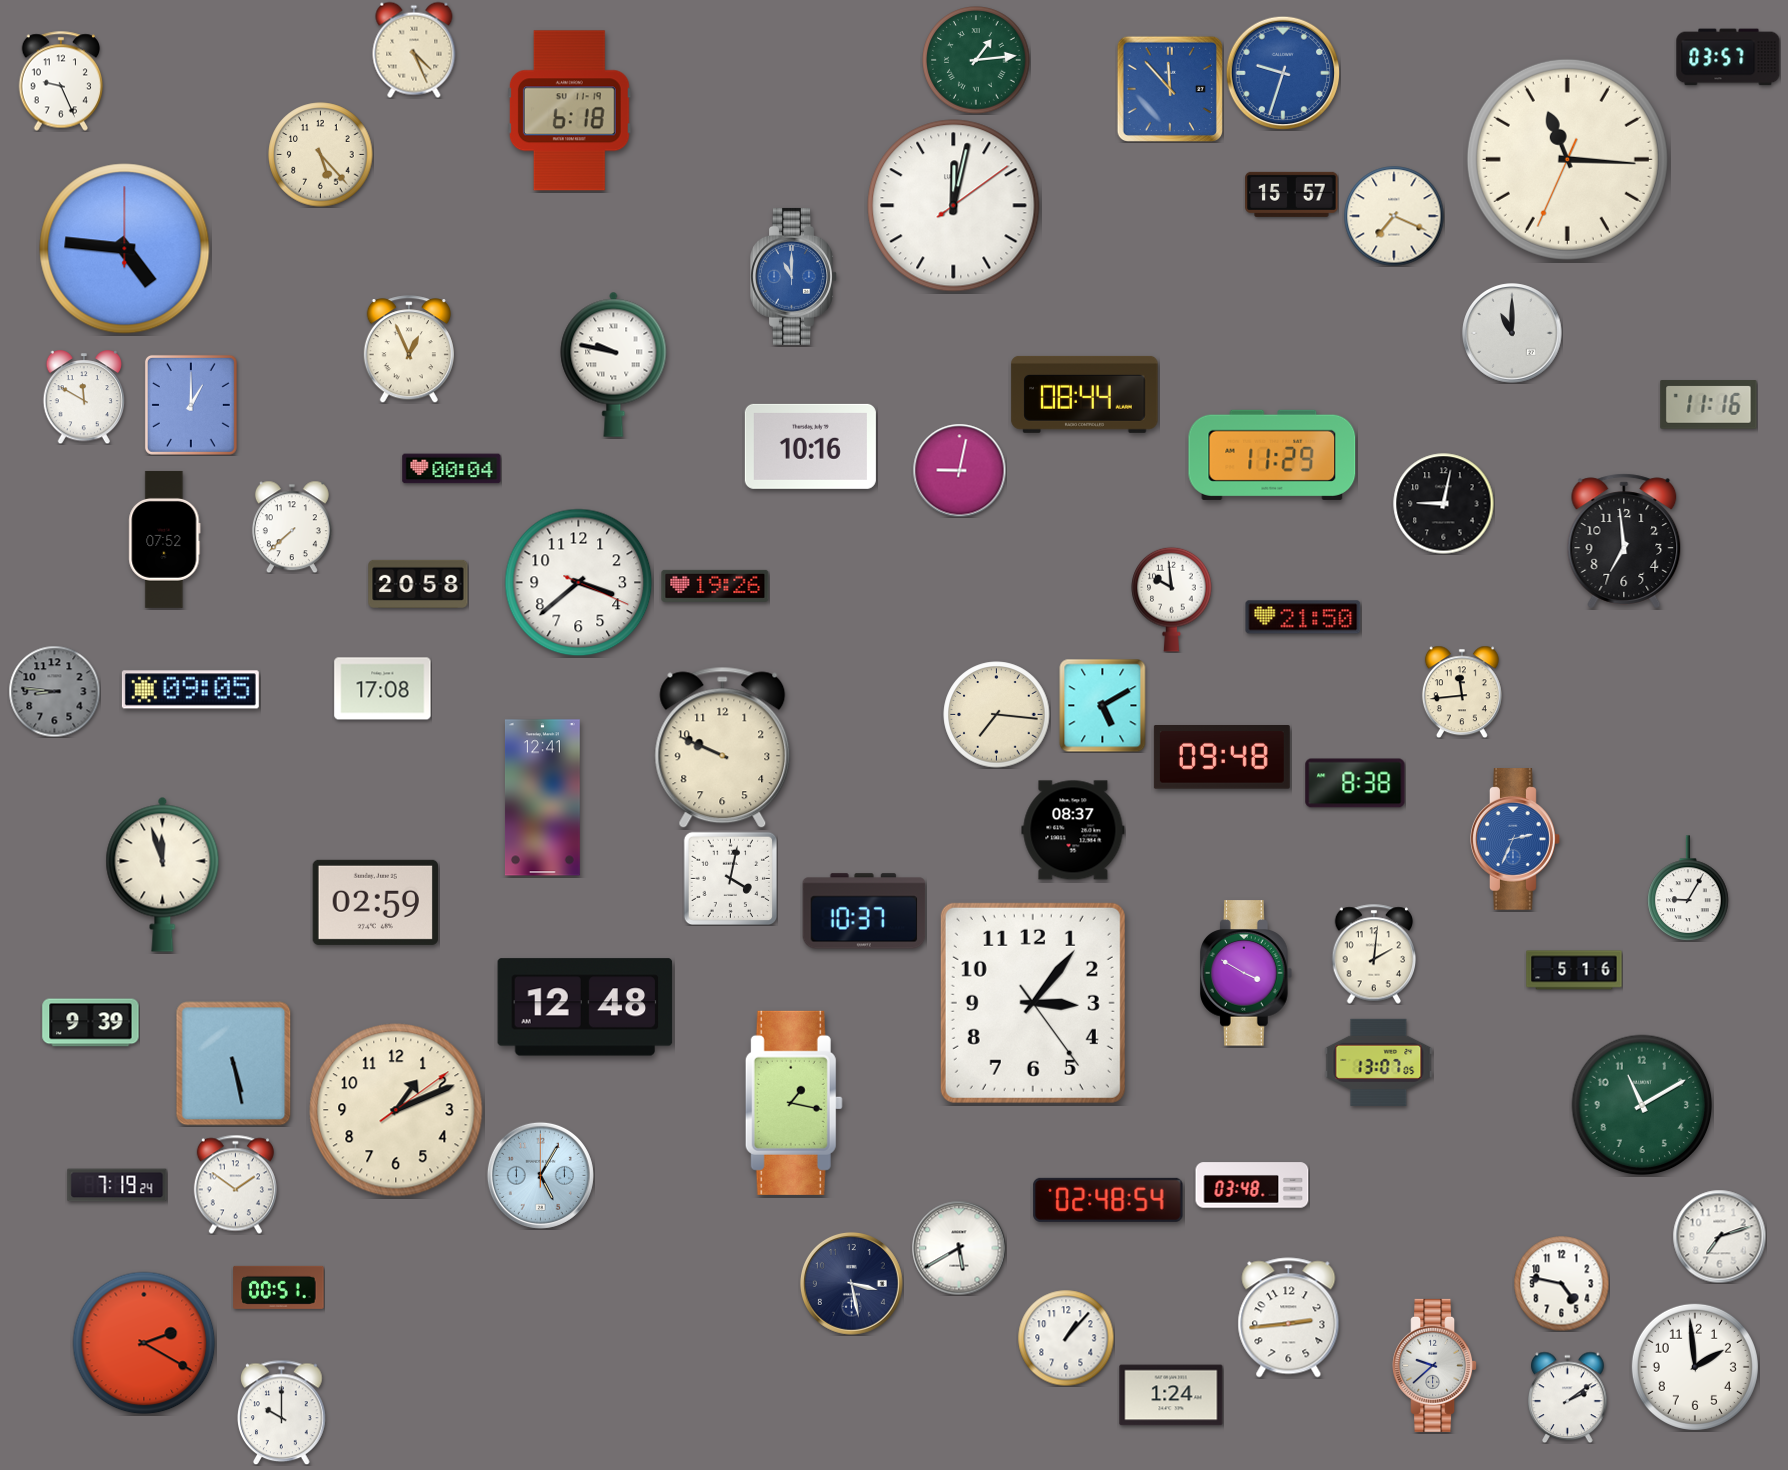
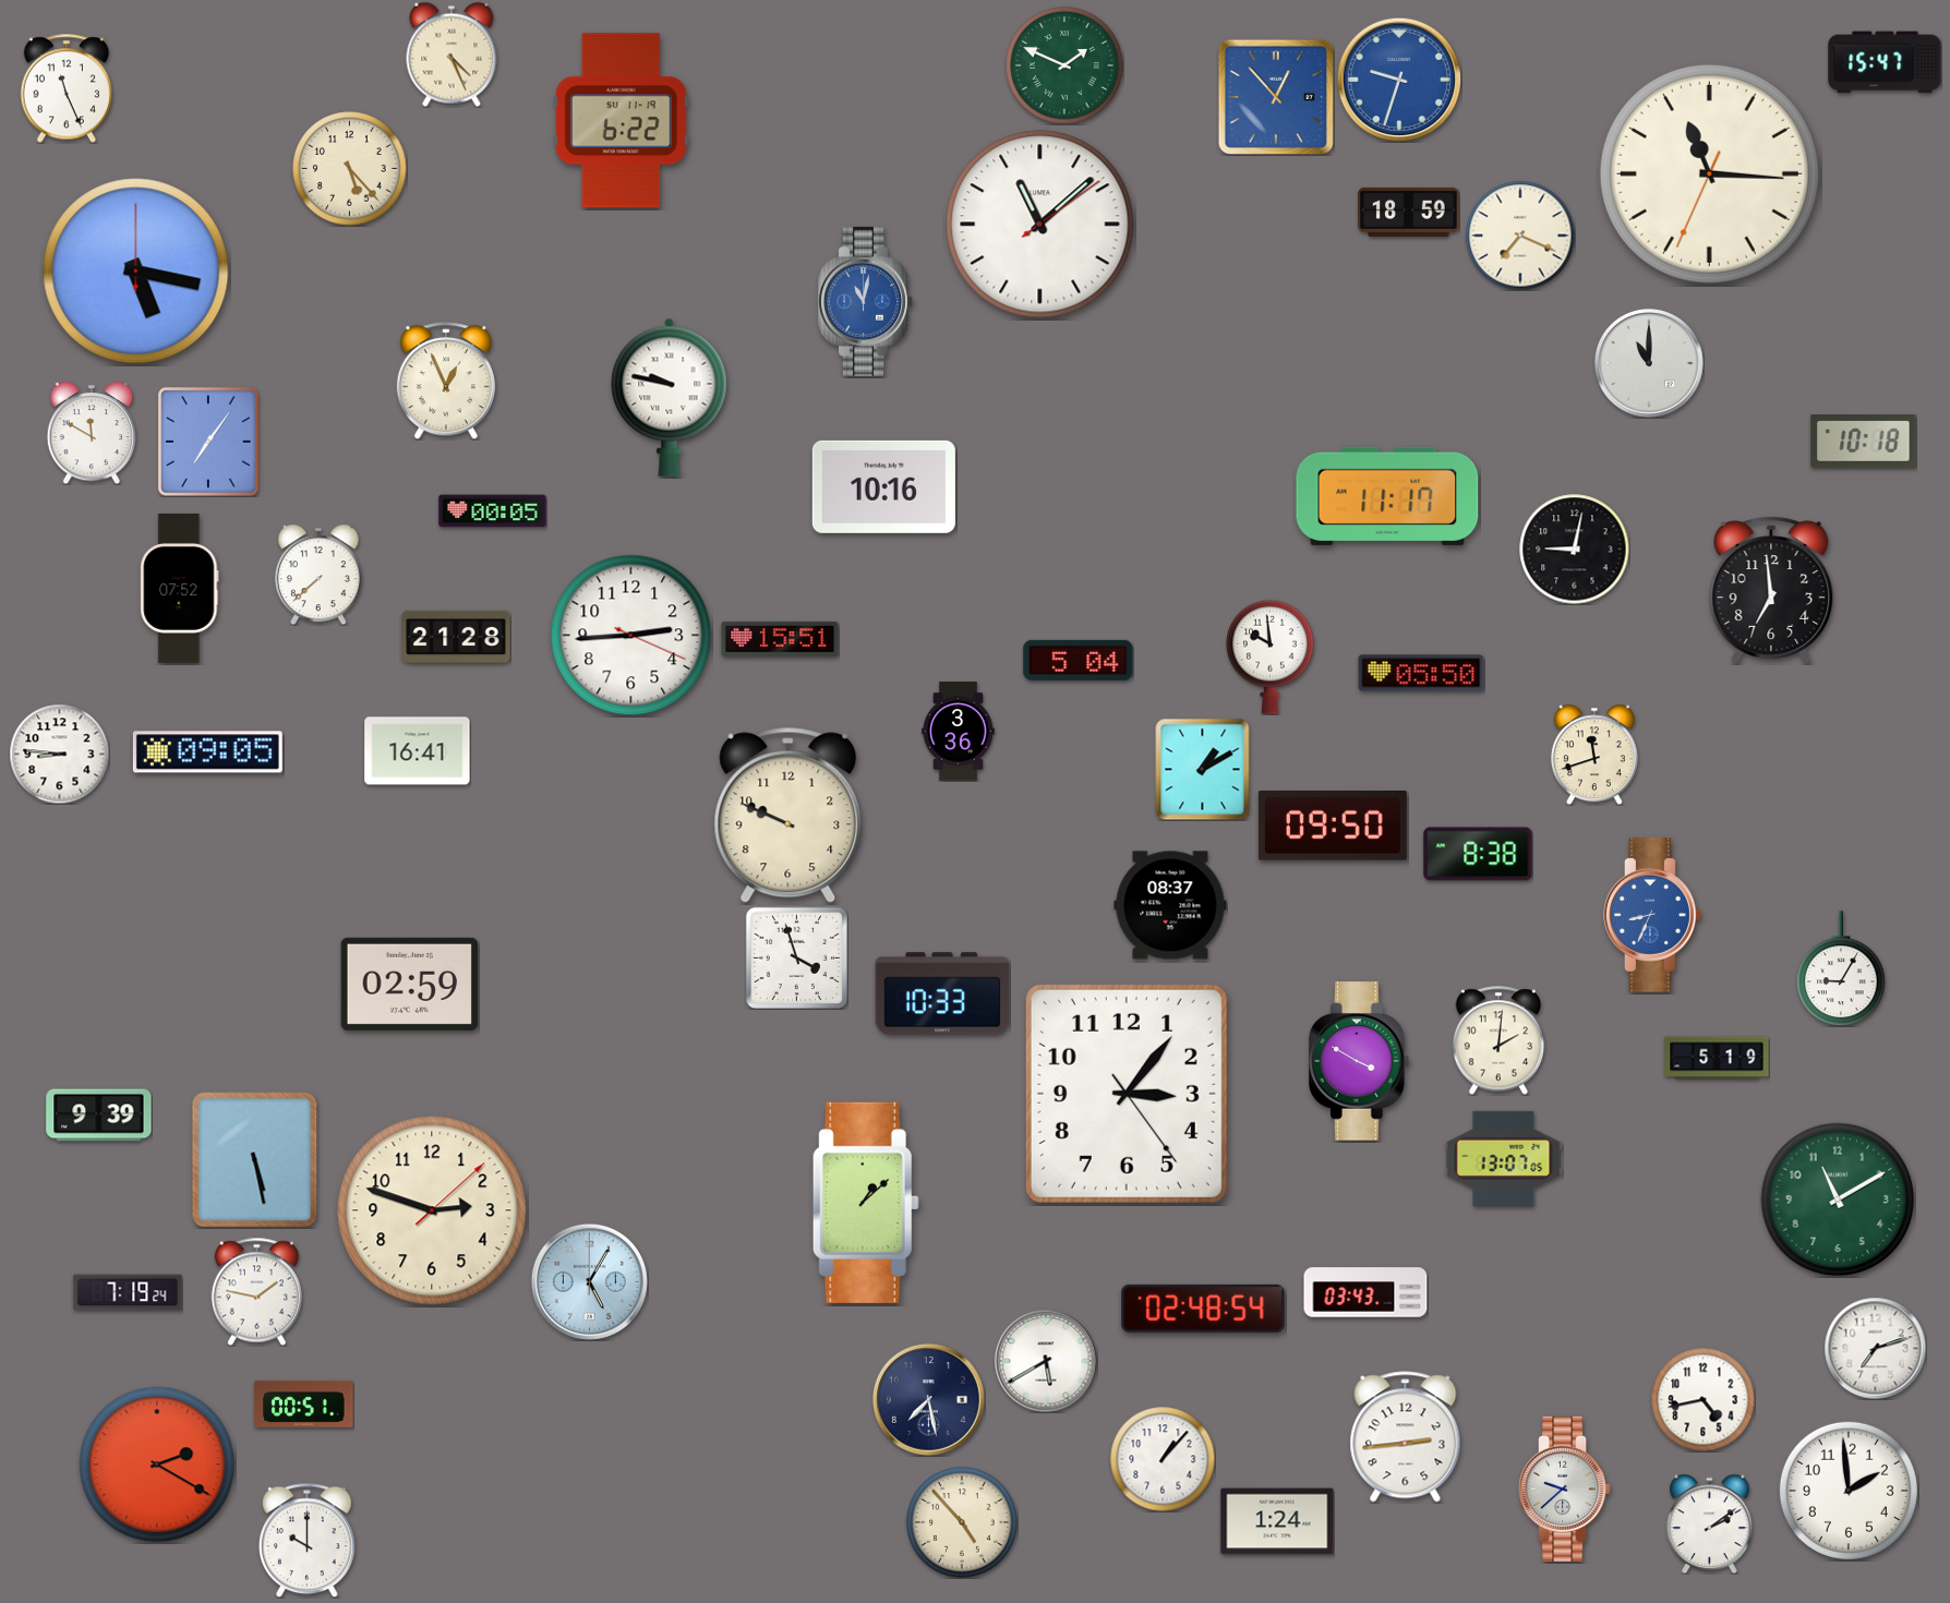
clock at (1728, 57): 03:57 -> 15:47
clock at (976, 60): 1:14 -> 1:49
clock at (61, 81): 9:26 -> 11:26
clock at (1170, 89): 11:53 -> 12:53
clock at (569, 111): 6:18 -> 6:22
clock at (1292, 194): 15:57 -> 18:59
clock at (954, 206): 12:02 -> 11:08
clock at (125, 249): 4:46 -> 5:17
clock at (794, 276): 11:00 -> 11:02
clock at (1085, 394): 08:44 -> none
clock at (191, 405): 1:00 -> 7:06
clock at (1709, 405): 11:16 -> 10:18
clock at (1272, 455): 11:29 -> 11:17
clock at (452, 469): 00:04 -> 00:05
clock at (959, 470): 9:02 -> none
clock at (579, 583): 3:38 -> 2:44
clock at (418, 584): 20:58 -> 21:28
clock at (715, 586): 19:26 -> 15:51
clock at (1172, 599) position: (1172, 599) -> (1271, 656)
clock at (1079, 660): none -> 5:04
clock at (1303, 617): 21:50 -> 05:50
clock at (959, 732): none -> 3:36
clock at (383, 689): 17:08 -> 16:41
clock at (54, 691) dial: grey -> white
clock at (1462, 692): 11:44 -> 11:42
clock at (1103, 705): 5:10 -> 1:10
clock at (997, 715): 7:16 -> none
clock at (1222, 758): 09:48 -> 09:50
clock at (542, 798): 12:41 -> none
clock at (1515, 839): 2:34 -> 8:34
clock at (163, 874): 11:57 -> none
clock at (730, 878): 4:02 -> 3:57
clock at (864, 911): 10:37 -> 10:33
clock at (1574, 970): 5:16 -> 5:19
clock at (585, 1007): 12:48 -> none
clock at (794, 1103): 1:17 -> 1:08
clock at (1642, 1105) position: (1642, 1105) -> (1838, 1200)
clock at (396, 1110): 1:11 -> 2:48
clock at (235, 1184): 1:51 -> 1:47
clock at (1252, 1185): 03:48 -> 03:43
clock at (1108, 1200) position: (1108, 1200) -> (1203, 1309)
clock at (851, 1283): 3:28 -> 7:28
clock at (1561, 1283): 4:47 -> 4:43
clock at (962, 1522): none -> 4:53
